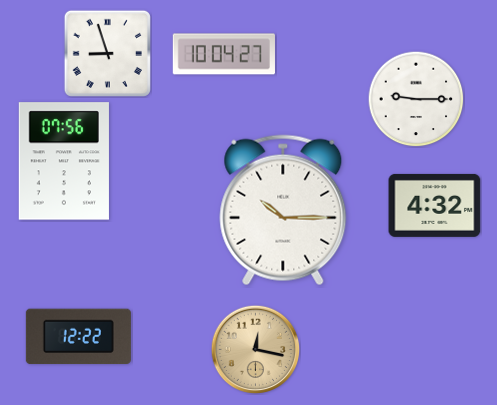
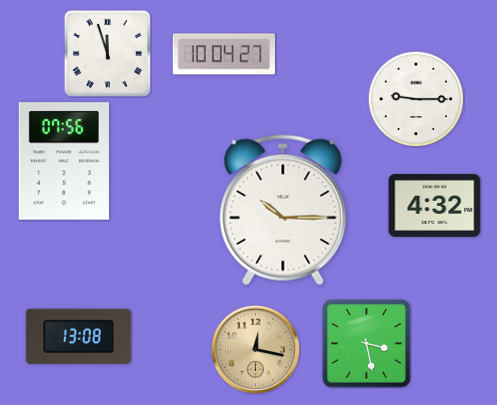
clock at (107, 53): 8:57 -> 11:57
clock at (78, 337): 12:22 -> 13:08
clock at (367, 344): none -> 3:28
